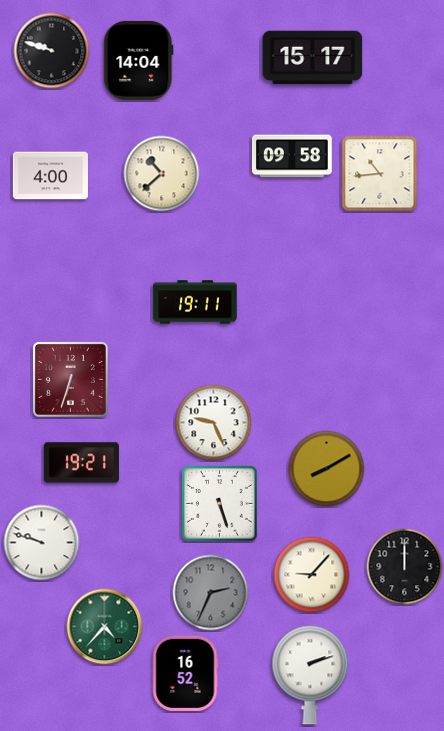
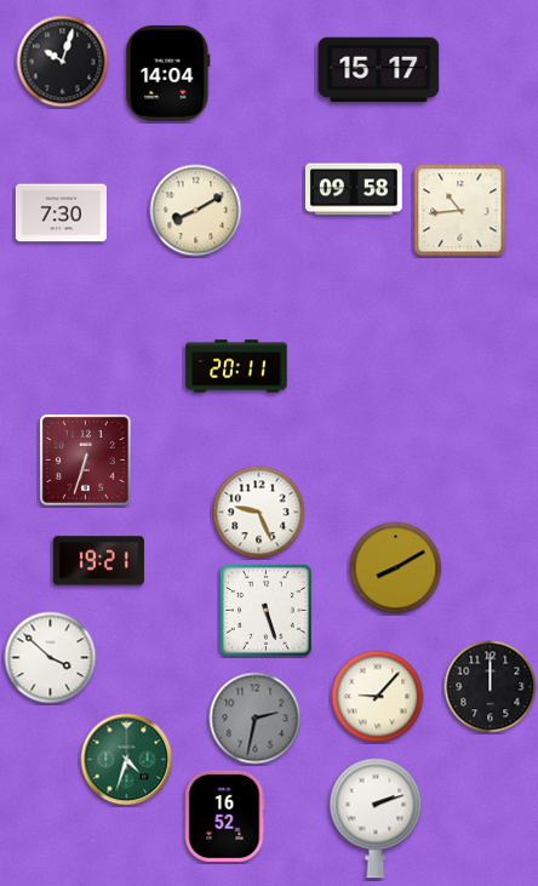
clock at (52, 51): 9:48 -> 10:03
clock at (162, 174): 10:38 -> 8:10
clock at (50, 176): 4:00 -> 7:30
clock at (195, 302): 19:11 -> 20:11
clock at (42, 543): 9:48 -> 3:52
clock at (211, 593): 2:34 -> 2:32
clock at (105, 627): 4:37 -> 4:33
